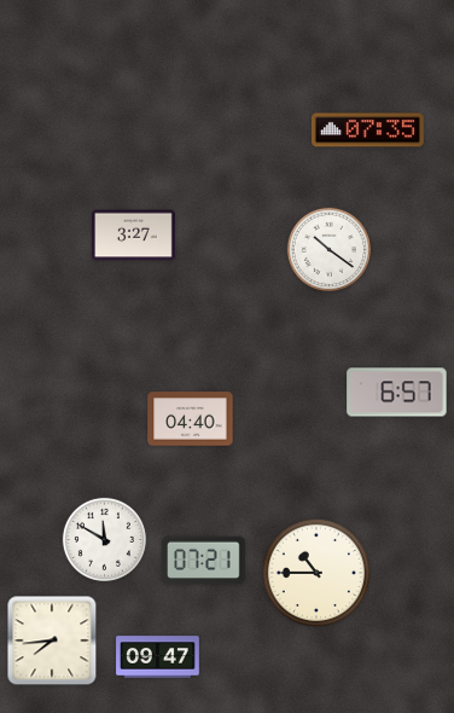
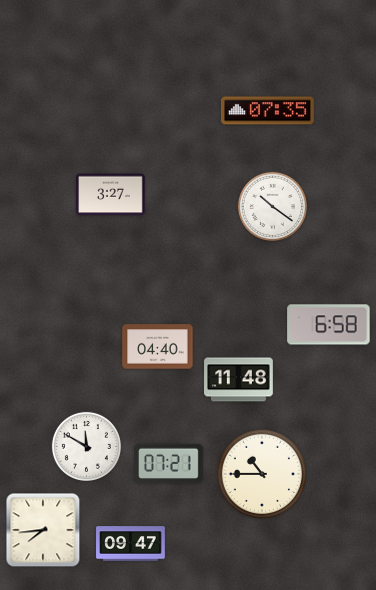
clock at (367, 131) position: (367, 131) -> (267, 111)
clock at (397, 393): 6:57 -> 6:58
clock at (239, 380): none -> 11:48
